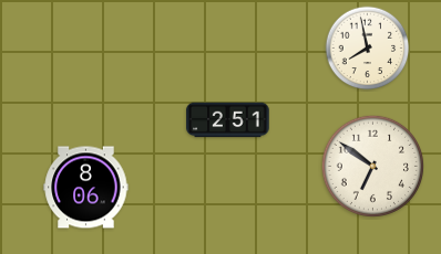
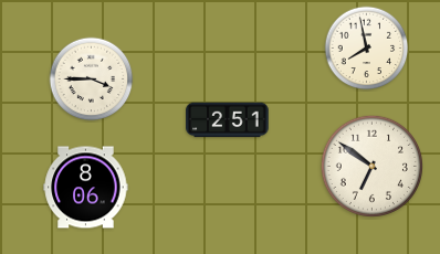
clock at (92, 80): none -> 3:45
